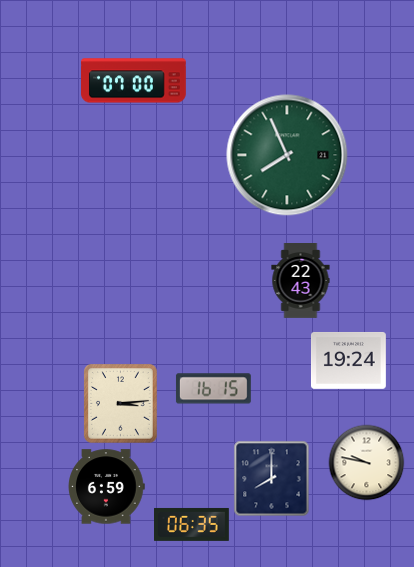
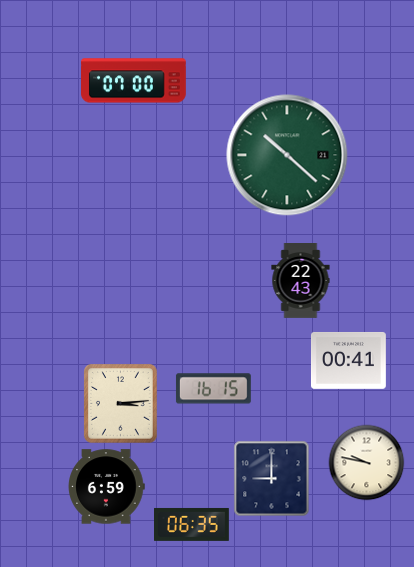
clock at (287, 155): 7:56 -> 10:22
clock at (348, 360): 19:24 -> 00:41
clock at (272, 479): 8:00 -> 9:00
